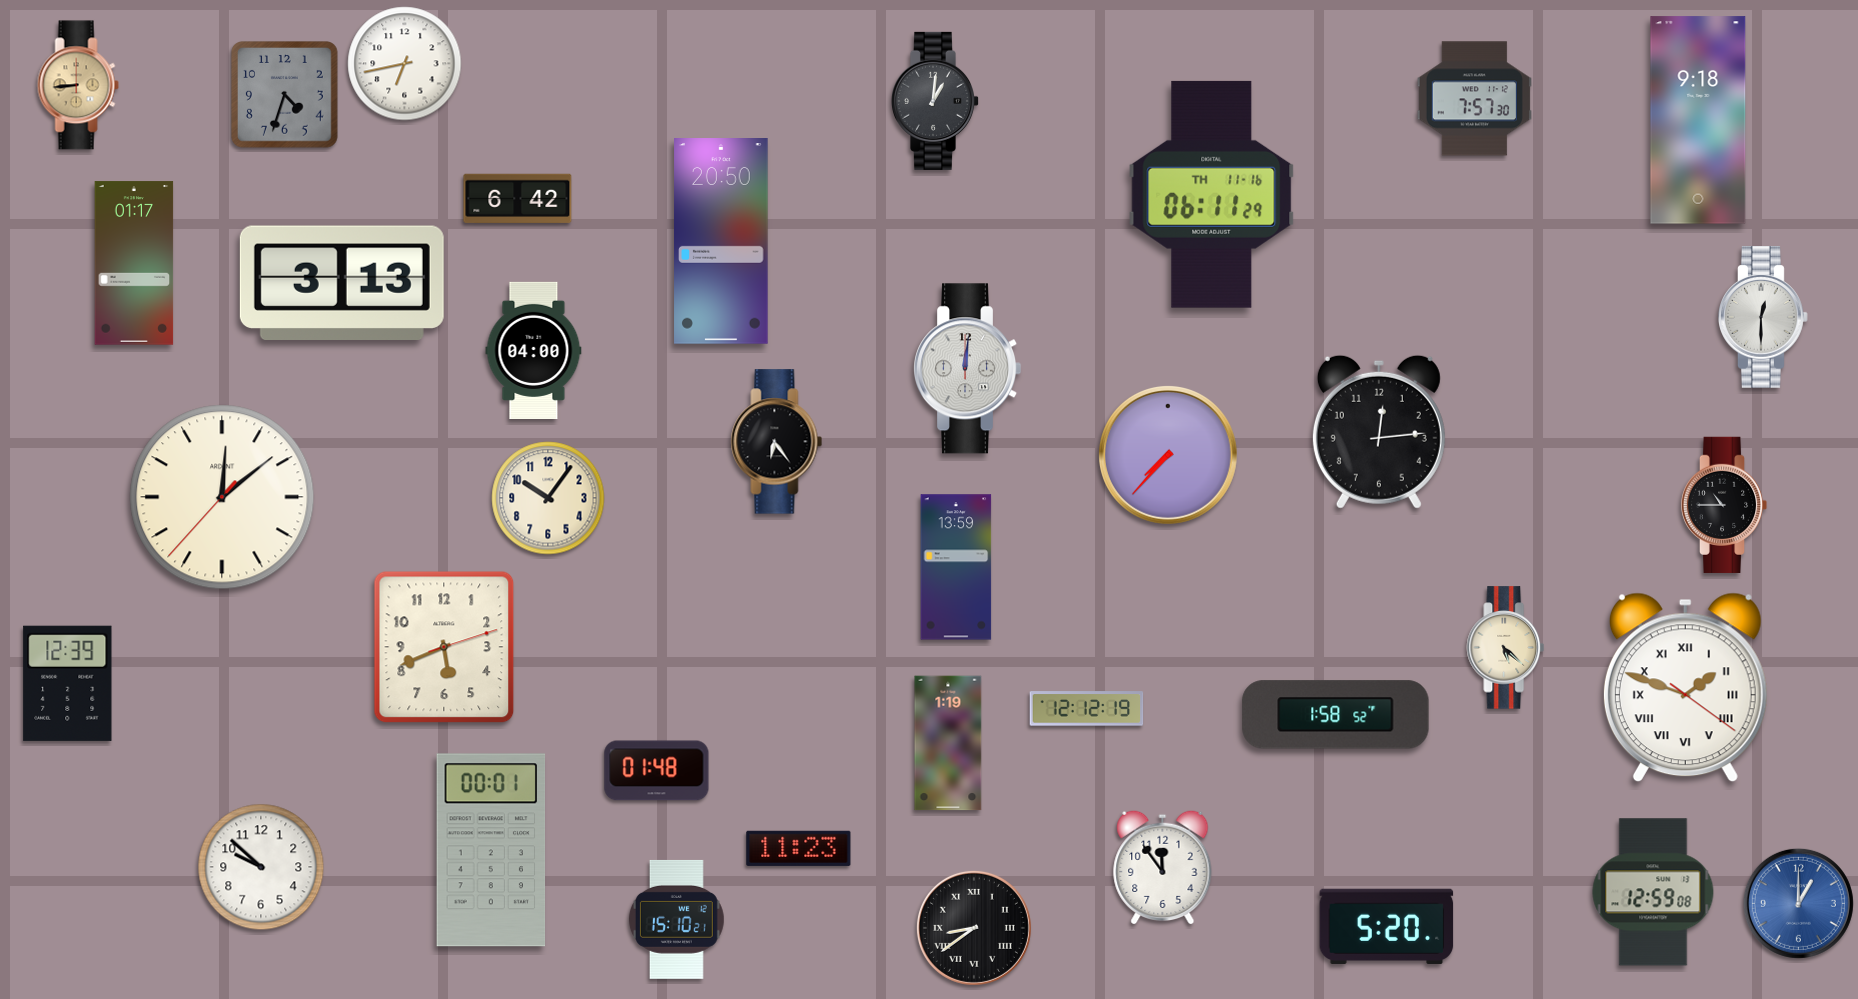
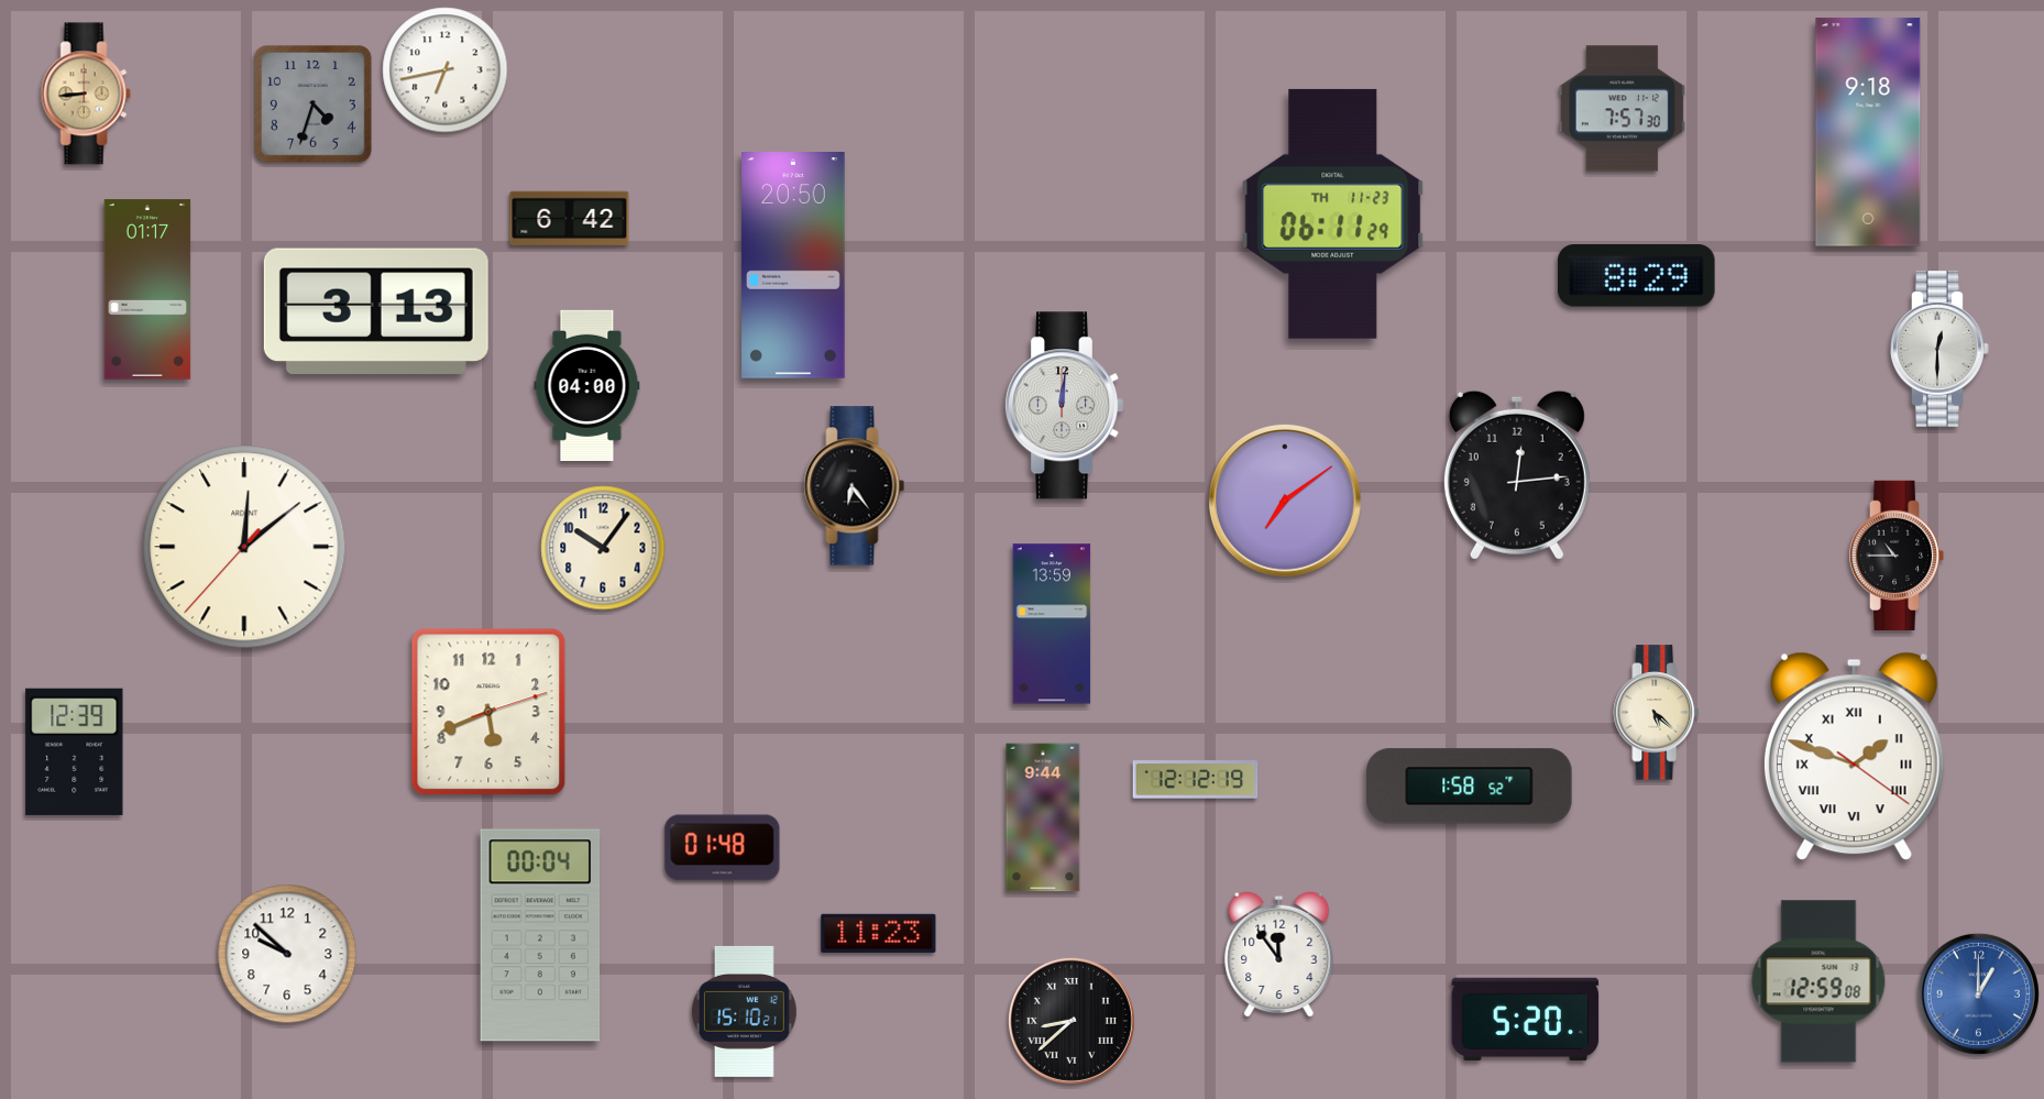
clock at (934, 101): 1:01 -> none
clock at (1212, 194) date: TH 11-16 -> TH 11-23
clock at (1637, 276): none -> 8:29
clock at (1168, 455): 7:37 -> 7:09
clock at (948, 743): 1:19 -> 9:44
clock at (491, 850): 00:01 -> 00:04
clock at (974, 928): 8:39 -> 8:38
